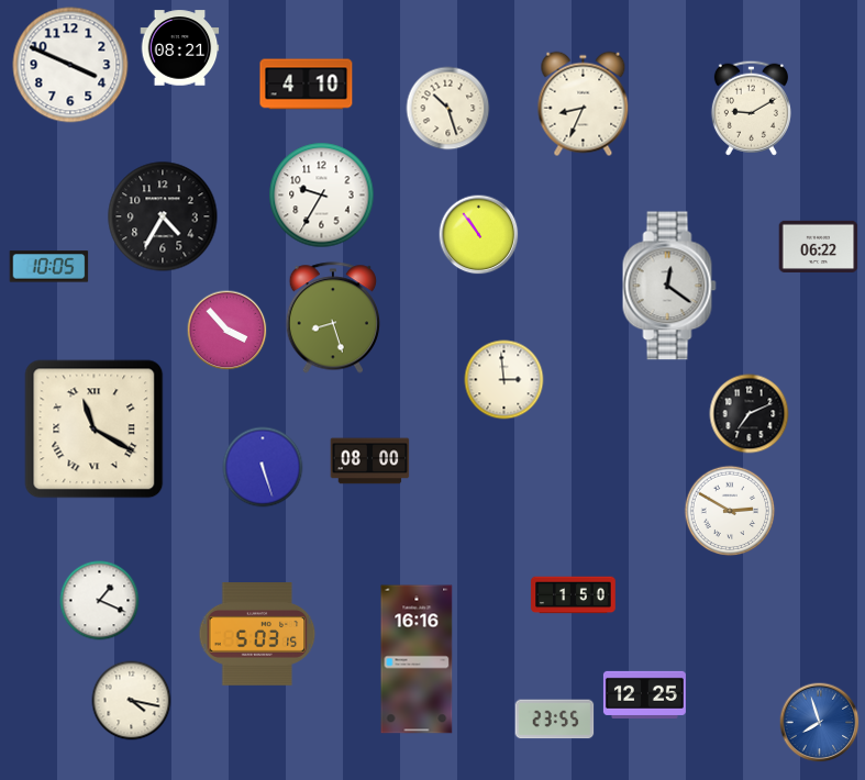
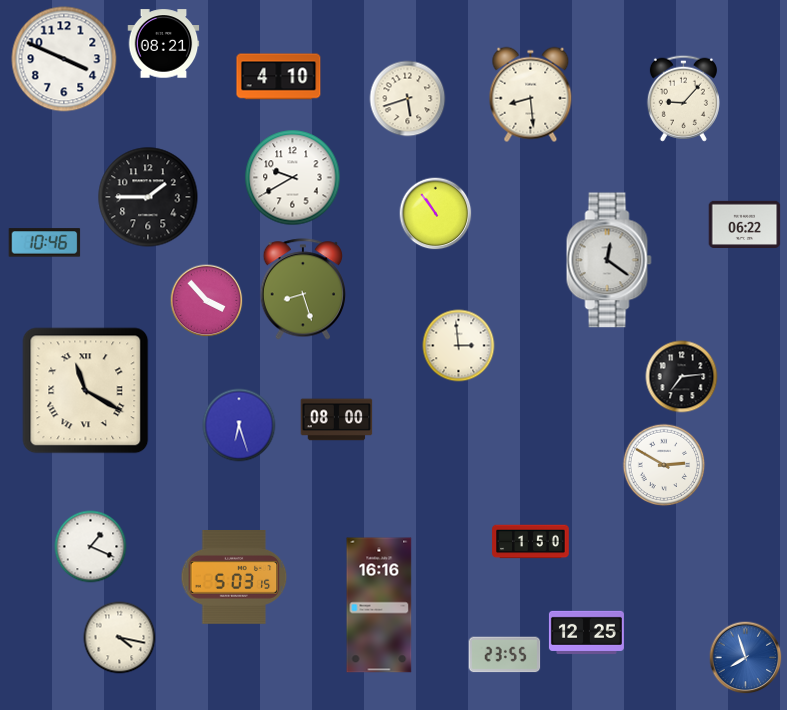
clock at (584, 104): 8:34 -> 8:29
clock at (751, 108): 9:10 -> 9:07
clock at (448, 109): 10:27 -> 5:42
clock at (322, 196): 9:35 -> 9:40
clock at (163, 216): 4:35 -> 1:45
clock at (49, 267): 10:05 -> 10:46
clock at (750, 414): 7:11 -> 7:14
clock at (263, 467): 5:27 -> 6:27
clock at (574, 595) position: (574, 595) -> (531, 542)
clock at (417, 659) position: (417, 659) -> (379, 605)
